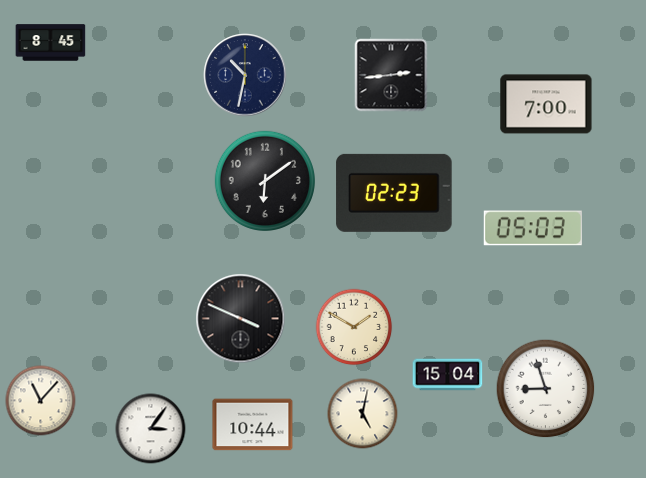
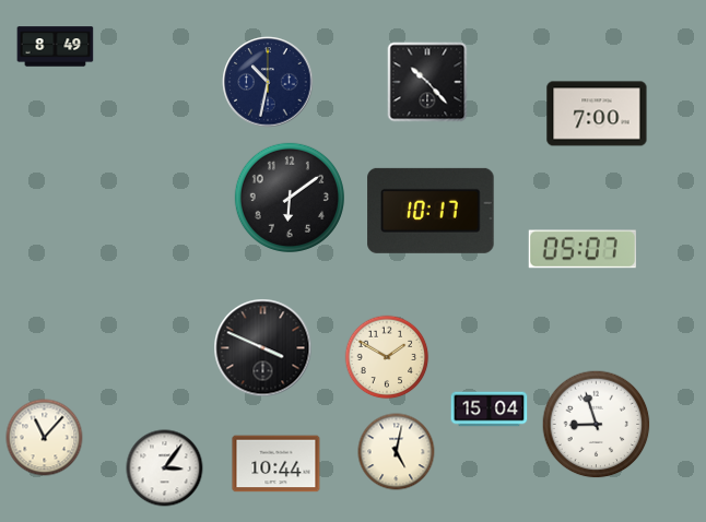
clock at (51, 43): 8:45 -> 8:49
clock at (391, 75): 2:44 -> 10:23
clock at (394, 193): 02:23 -> 10:17
clock at (533, 228): 05:03 -> 05:07
